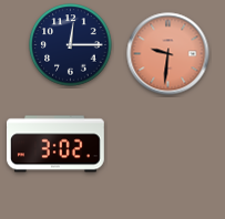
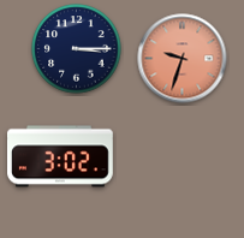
clock at (71, 45): 12:15 -> 3:15
clock at (168, 54): 9:31 -> 9:33
